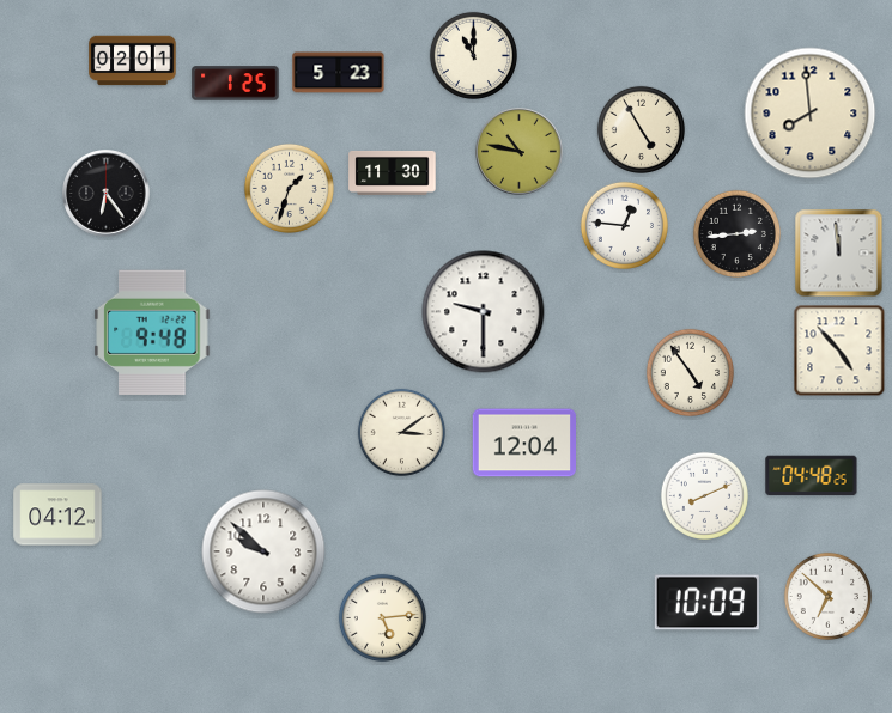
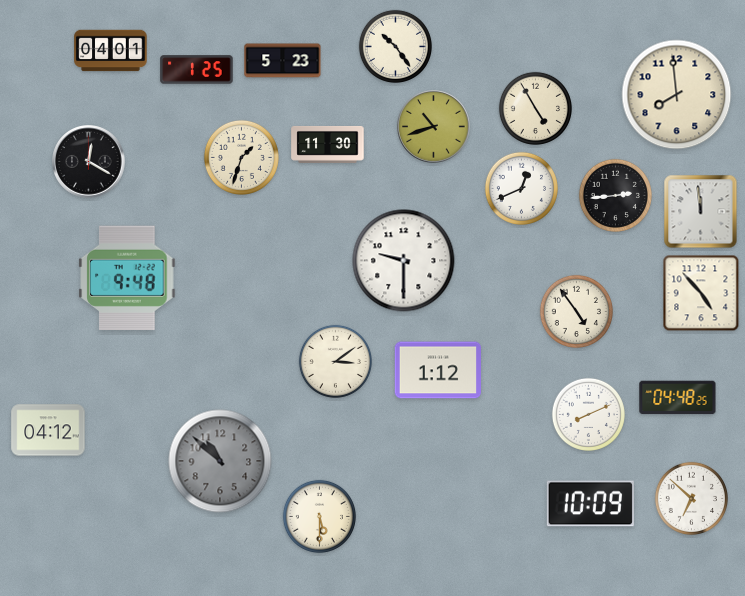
clock at (473, 55): 11:00 -> 10:24
clock at (133, 61): 02:01 -> 04:01
clock at (520, 152): 10:47 -> 10:42
clock at (107, 194): 6:24 -> 12:20
clock at (624, 225): 12:46 -> 12:41
clock at (523, 443): 12:04 -> 1:12
clock at (263, 551): 9:52 -> 10:52
clock at (263, 551) dial: white -> grey
clock at (382, 617): 5:14 -> 5:30
